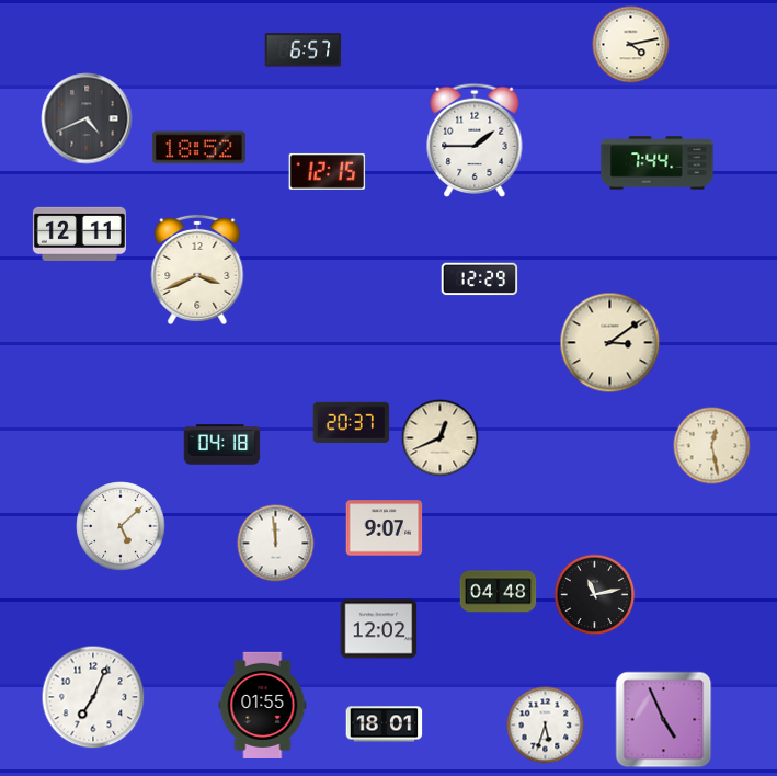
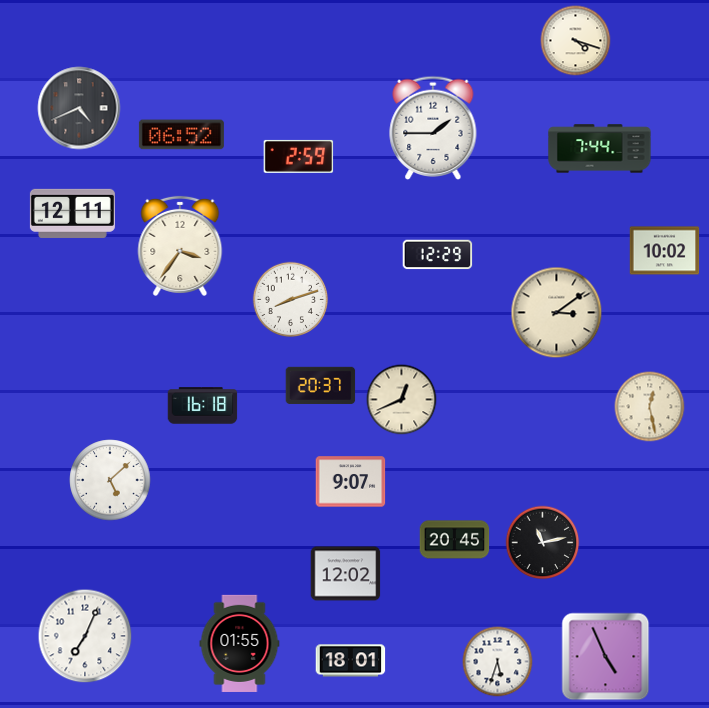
clock at (631, 45): 4:13 -> 4:18
clock at (304, 50): 6:57 -> none
clock at (198, 148): 18:52 -> 06:52
clock at (328, 171): 12:15 -> 2:59
clock at (197, 270): 3:41 -> 3:36
clock at (665, 251): none -> 10:02
clock at (291, 300): none -> 8:12
clock at (222, 445): 04:18 -> 16:18
clock at (276, 544): 11:59 -> none
clock at (499, 592): 04:48 -> 20:45
